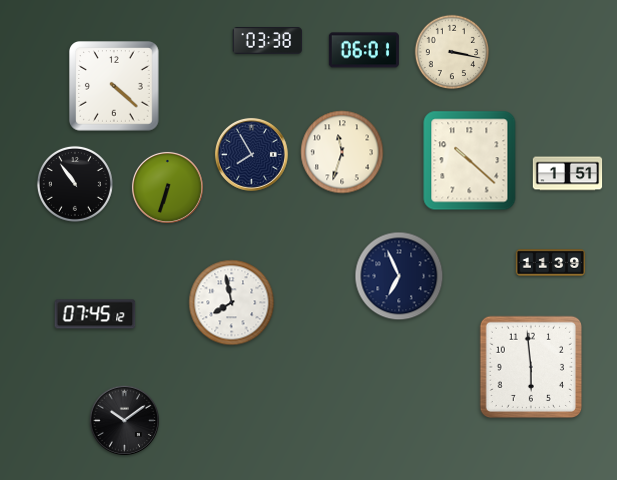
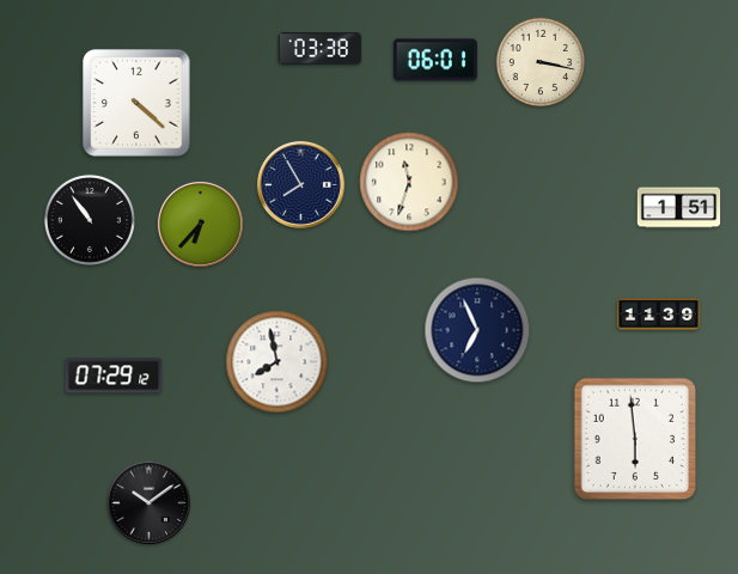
clock at (470, 161): 10:22 -> none
clock at (167, 187): 6:33 -> 6:37
clock at (95, 314): 07:45 -> 07:29
